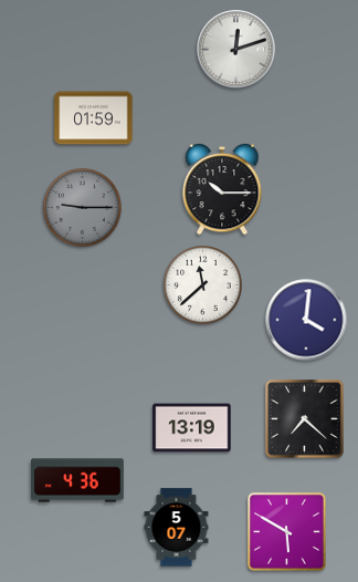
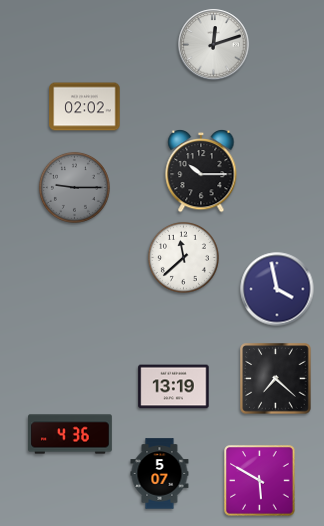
clock at (94, 118): 01:59 -> 02:02
clock at (306, 320): 4:01 -> 3:58
clock at (177, 528) position: (177, 528) -> (160, 474)
